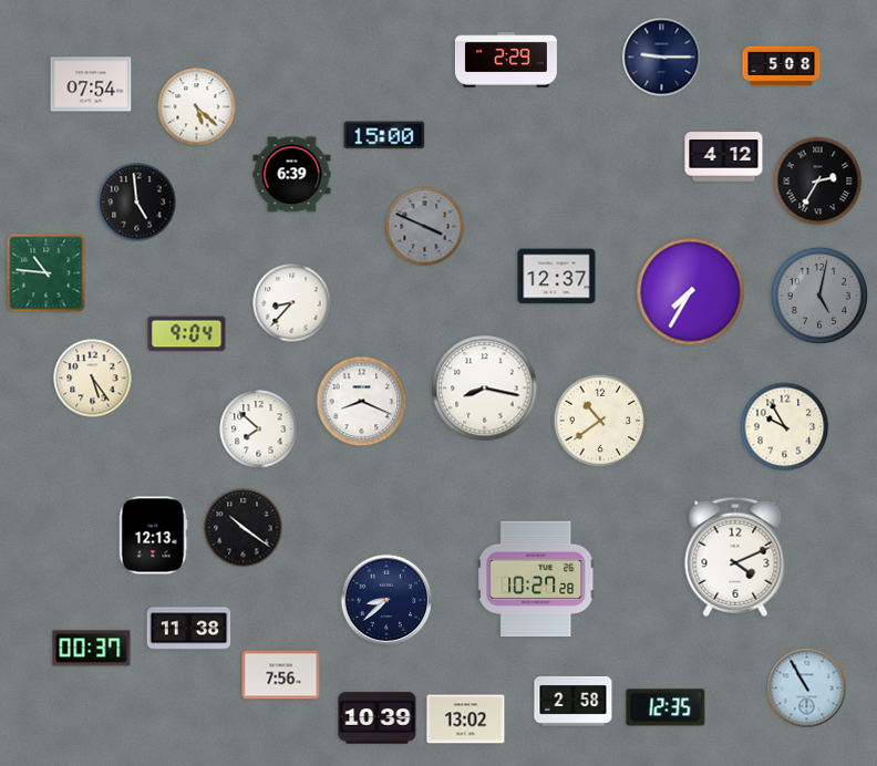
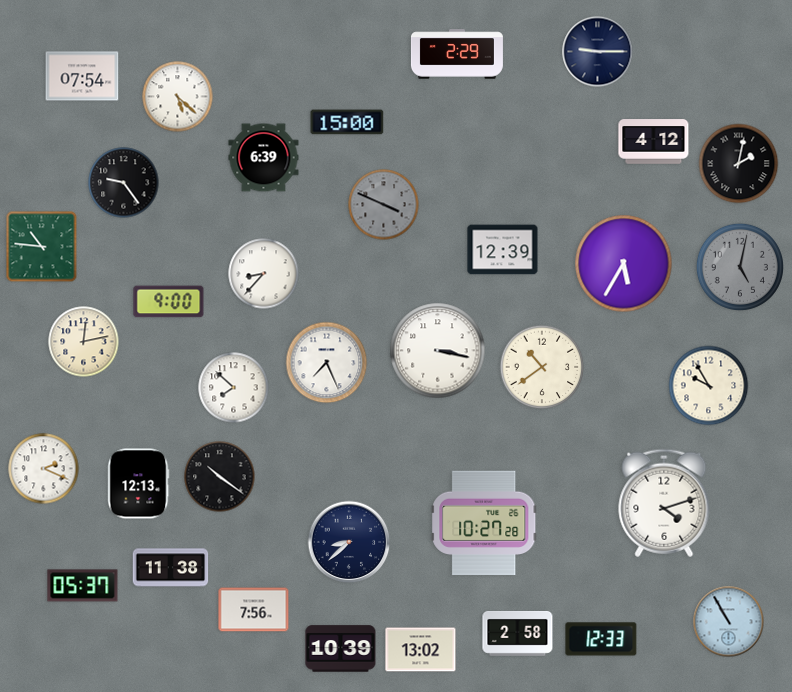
clock at (782, 66): 5:08 -> none
clock at (818, 182): 2:35 -> 2:02
clock at (137, 203): 4:59 -> 9:24
clock at (557, 277): 12:37 -> 12:39
clock at (691, 292): 7:35 -> 5:35
clock at (187, 334): 9:04 -> 9:00
clock at (93, 379): 5:24 -> 12:13
clock at (485, 389): 8:17 -> 3:17
clock at (362, 402): 8:19 -> 7:26
clock at (600, 421) position: (600, 421) -> (542, 367)
clock at (44, 469): none -> 2:19
clock at (735, 557): 4:11 -> 4:12
clock at (92, 649): 00:37 -> 05:37
clock at (666, 707): 12:35 -> 12:33
